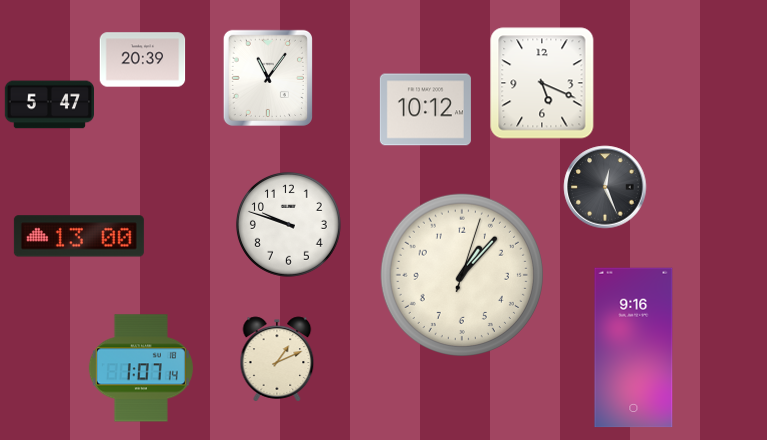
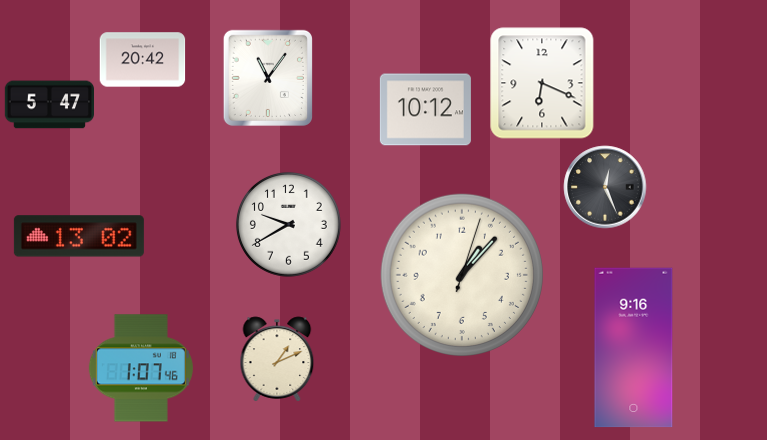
clock at (143, 60): 20:39 -> 20:42
clock at (542, 83): 5:19 -> 6:19
clock at (288, 224): 9:48 -> 9:40
clock at (79, 236): 13:00 -> 13:02
clock at (141, 368): 1:07:14 -> 1:07:46
